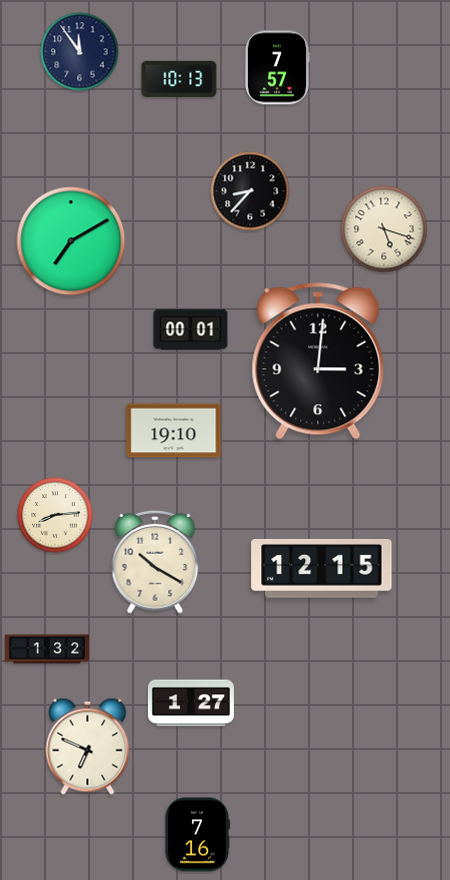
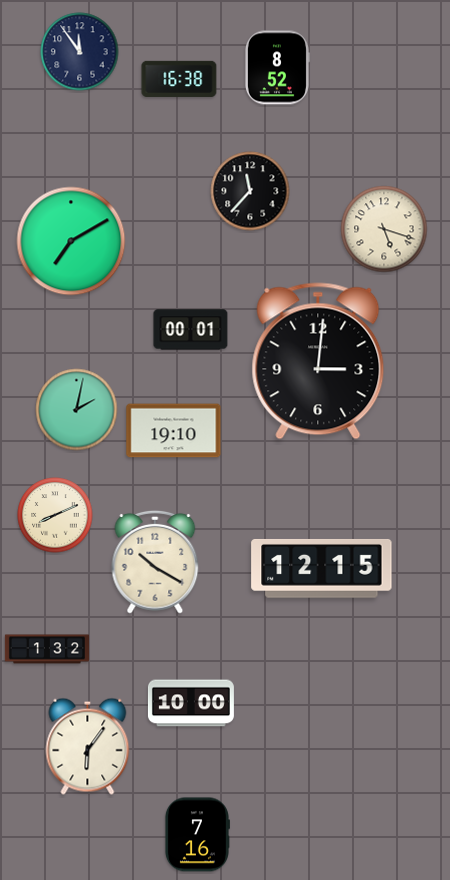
clock at (277, 68): 7:57 -> 8:52
clock at (179, 79): 10:13 -> 16:38
clock at (250, 191): 8:37 -> 11:37
clock at (77, 410): none -> 2:02
clock at (55, 515): 8:14 -> 8:11
clock at (191, 703): 1:27 -> 10:00
clock at (88, 746): 6:49 -> 6:06
